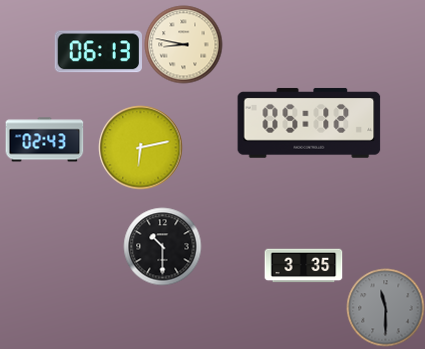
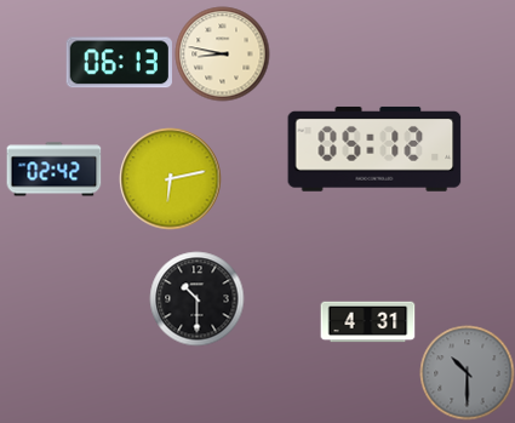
clock at (44, 140): 02:43 -> 02:42
clock at (303, 266): 3:35 -> 4:31
clock at (385, 307): 11:30 -> 10:30
